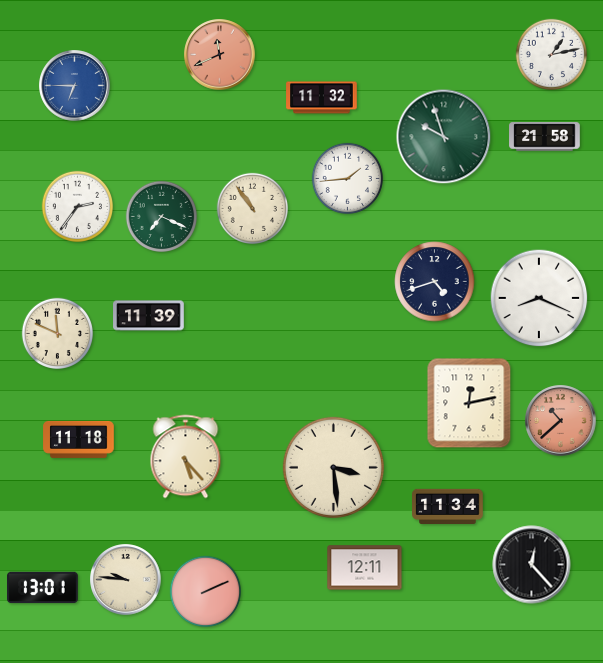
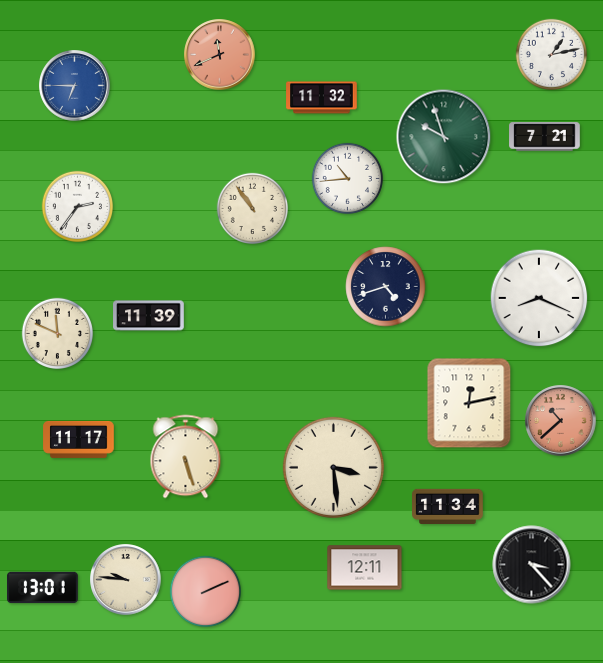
clock at (545, 137): 21:58 -> 7:21
clock at (347, 178): 1:44 -> 10:44
clock at (161, 216): 7:19 -> none
clock at (435, 282) position: (435, 282) -> (386, 287)
clock at (79, 439): 11:18 -> 11:17
clock at (186, 457): 5:23 -> 5:27
clock at (532, 565): 12:23 -> 3:23
